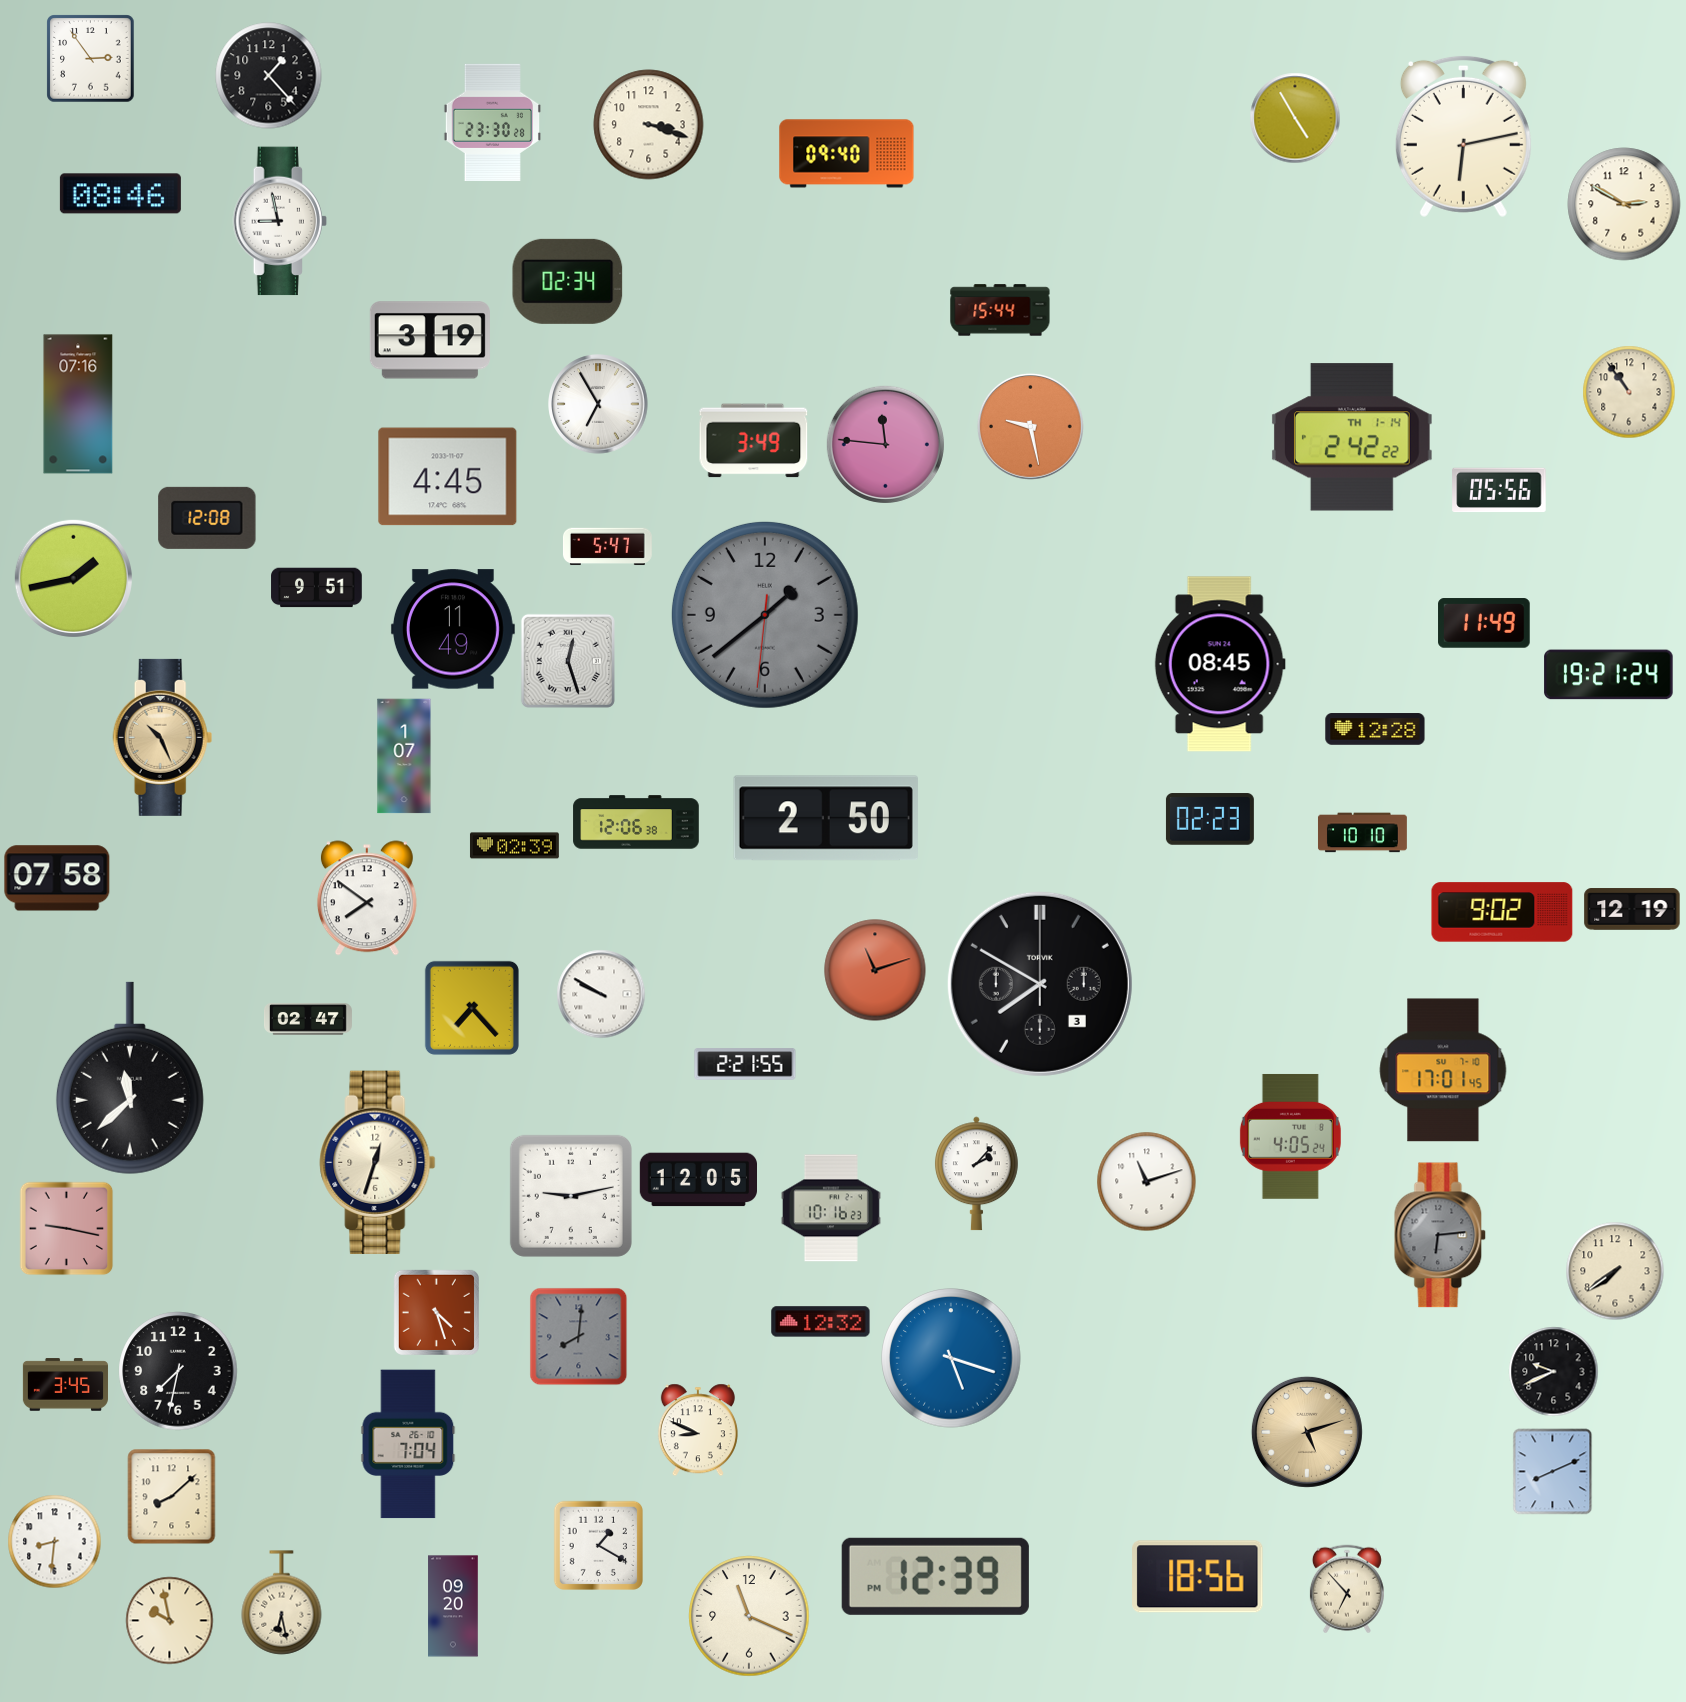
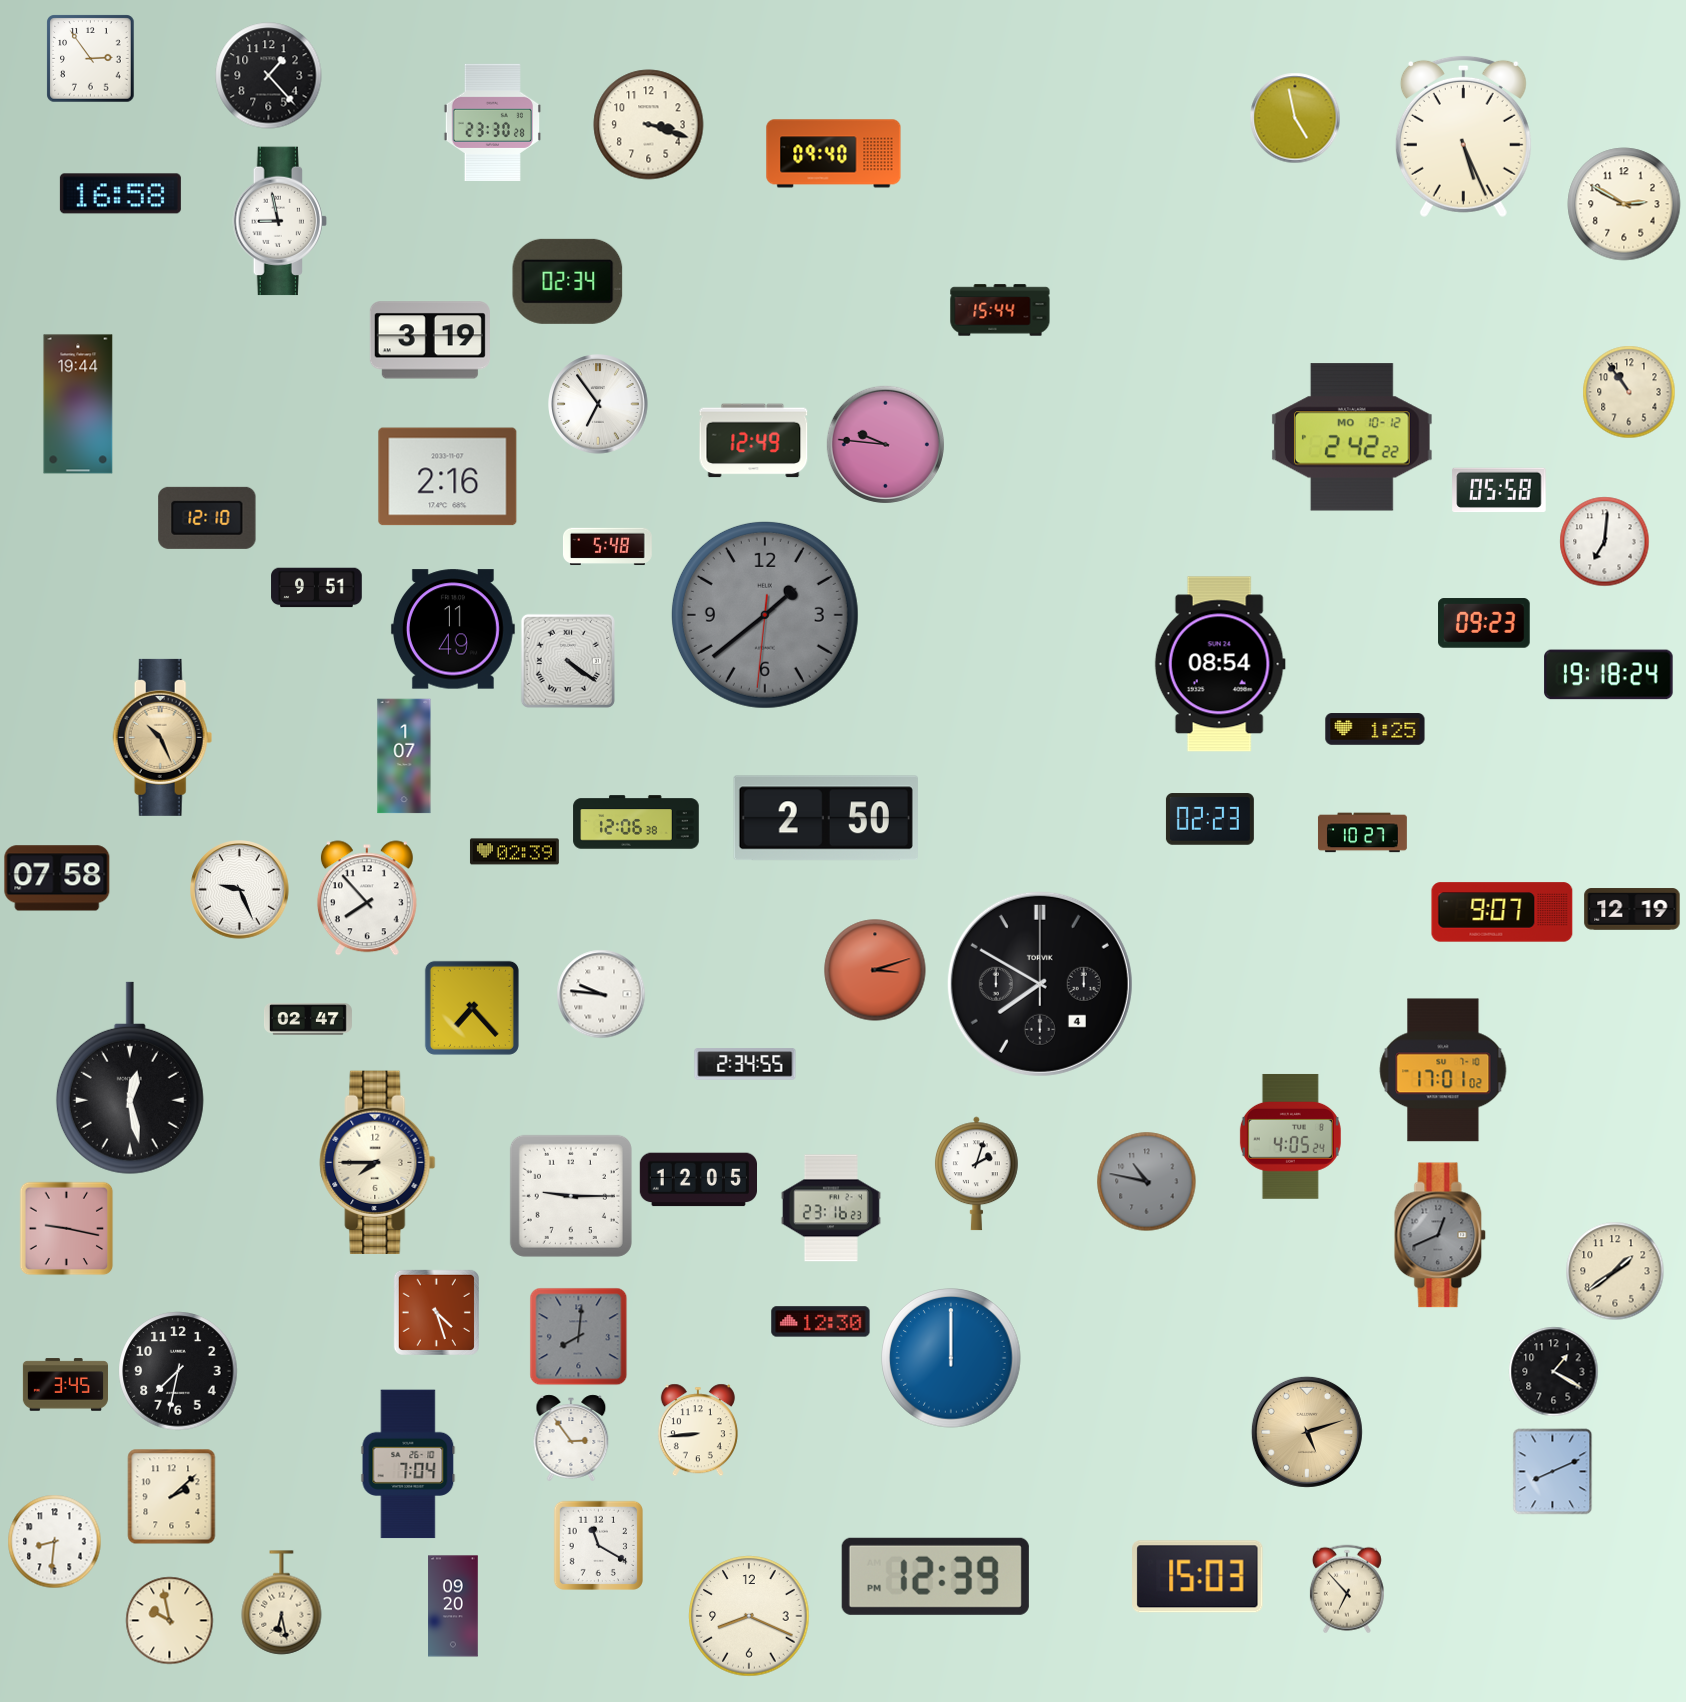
clock at (1295, 118): 4:55 -> 4:58
clock at (1463, 136): 6:13 -> 5:26
clock at (847, 154) position: (847, 154) -> (834, 154)
clock at (120, 194): 08:46 -> 16:58
clock at (78, 404): 07:16 -> 19:44
clock at (598, 404): 6:55 -> 6:54
clock at (1030, 426): 9:28 -> none
clock at (1352, 437) date: TH 1-14 -> MO 10-12
clock at (754, 441): 3:49 -> 12:49
clock at (885, 444): 11:46 -> 9:46
clock at (448, 477): 4:45 -> 2:16
clock at (1499, 490): 05:56 -> 05:58
clock at (207, 518): 12:08 -> 12:10
clock at (1605, 542): none -> 7:01
clock at (607, 547): 5:47 -> 5:48
clock at (73, 578): 1:43 -> none
clock at (1484, 623): 11:49 -> 09:23
clock at (568, 661): 12:27 -> 4:21
clock at (1220, 664): 08:45 -> 08:54
clock at (1609, 675): 19:21 -> 19:18
clock at (1375, 729): 12:28 -> 1:25
clock at (1363, 833): 10:10 -> 10:27
clock at (514, 846) position: (514, 846) -> (514, 852)
clock at (240, 890): none -> 9:26
clock at (367, 898): 7:51 -> 7:53
clock at (1502, 912): 9:02 -> 9:07
clock at (875, 970): 11:12 -> 3:12
clock at (1040, 984) date: 3 -> 4
clock at (601, 994): 9:50 -> 9:46
clock at (745, 1064): 2:21 -> 2:34
clock at (1443, 1070): 17:01:45 -> 17:01:02
clock at (130, 1078): 11:38 -> 12:28
clock at (378, 1163): 12:33 -> 7:45
clock at (976, 1174): 2:07 -> 2:03
clock at (1147, 1182): 11:12 -> 10:47
clock at (1147, 1182) dial: white -> grey
clock at (571, 1196): 9:13 -> 9:15
clock at (831, 1208): 10:16 -> 23:16
clock at (1440, 1235): 6:14 -> 12:41
clock at (1615, 1271): 7:39 -> 1:39
clock at (821, 1322): 12:32 -> 12:30
clock at (951, 1358): 5:18 -> 12:00
clock at (1554, 1372): 9:41 -> 1:20
clock at (698, 1430): 8:49 -> 8:44
clock at (571, 1438): none -> 2:54
clock at (408, 1444) position: (408, 1444) -> (408, 1464)
clock at (172, 1497): 8:08 -> 2:08
clock at (598, 1545): 1:20 -> 11:20
clock at (1198, 1577): 18:56 -> 15:03
clock at (749, 1616): 11:19 -> 8:19
